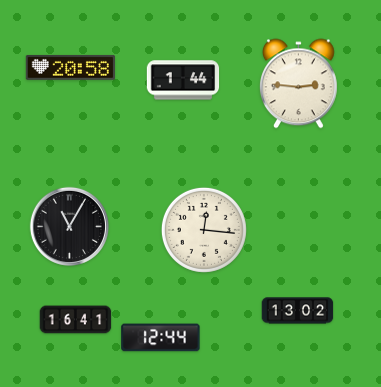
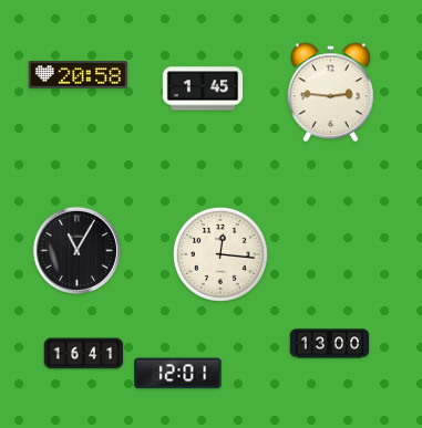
clock at (183, 80): 1:44 -> 1:45
clock at (204, 230) position: (204, 230) -> (220, 254)
clock at (298, 311): 13:02 -> 13:00
clock at (161, 338): 12:44 -> 12:01
